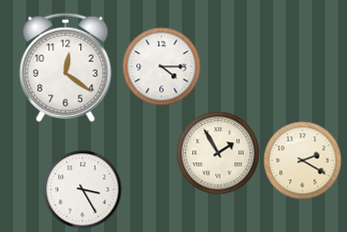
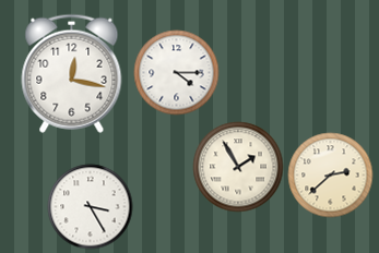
clock at (66, 67): 12:21 -> 12:17
clock at (302, 160): 2:20 -> 2:38
